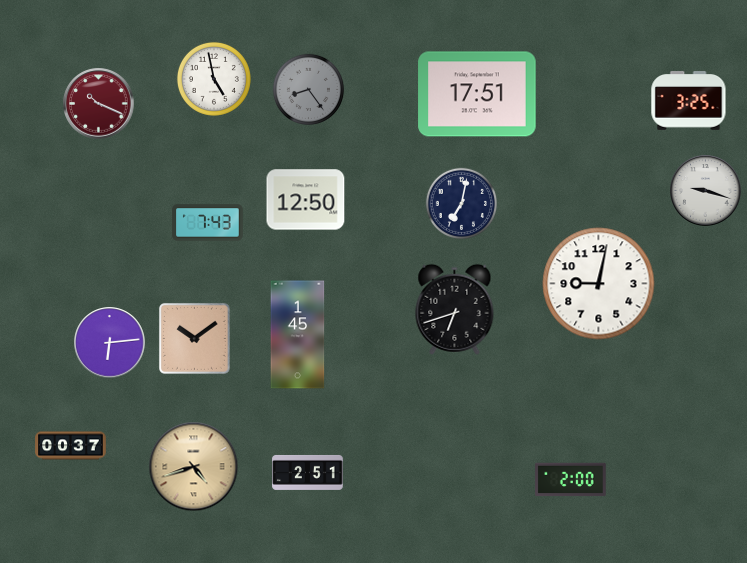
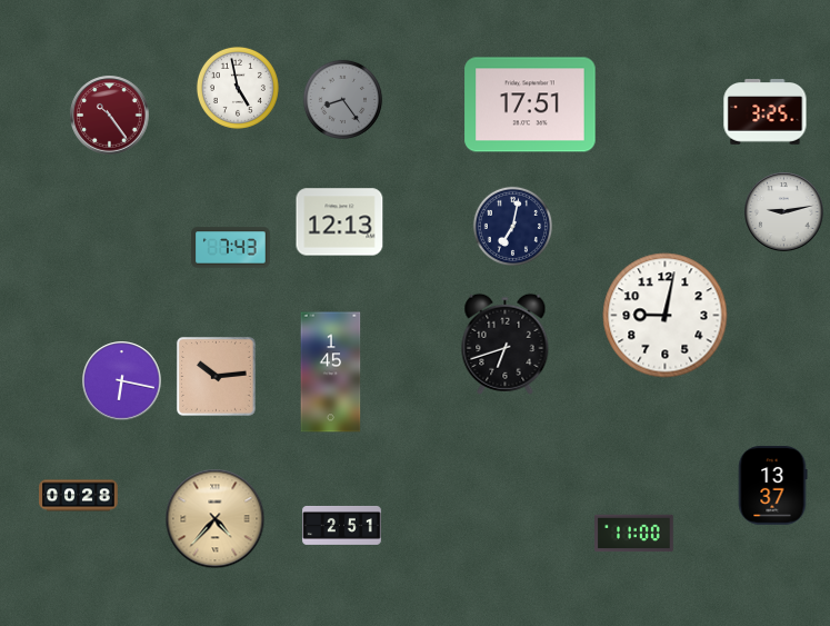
clock at (99, 104): 10:19 -> 10:24
clock at (706, 191): 9:18 -> 9:13
clock at (306, 200): 12:50 -> 12:13
clock at (194, 338): 10:09 -> 10:14
clock at (110, 343): 6:14 -> 6:17
clock at (772, 486): none -> 13:37
clock at (71, 446): 00:37 -> 00:28
clock at (194, 467): 4:42 -> 4:37
clock at (571, 480): 2:00 -> 11:00
